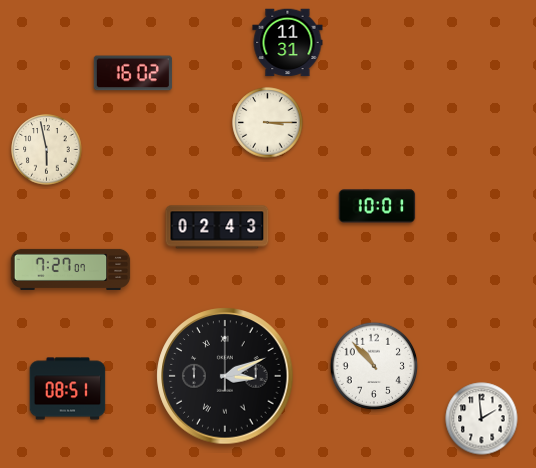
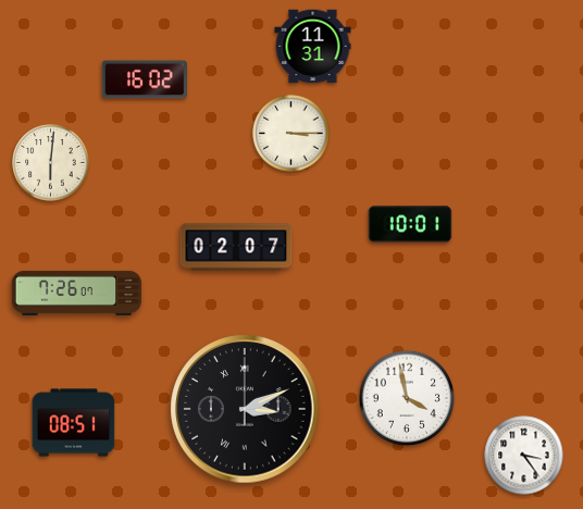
clock at (47, 150): 5:58 -> 6:01
clock at (217, 227): 02:43 -> 02:07
clock at (71, 269): 7:27 -> 7:26
clock at (374, 366): 10:53 -> 3:58
clock at (482, 419): 1:59 -> 3:24
